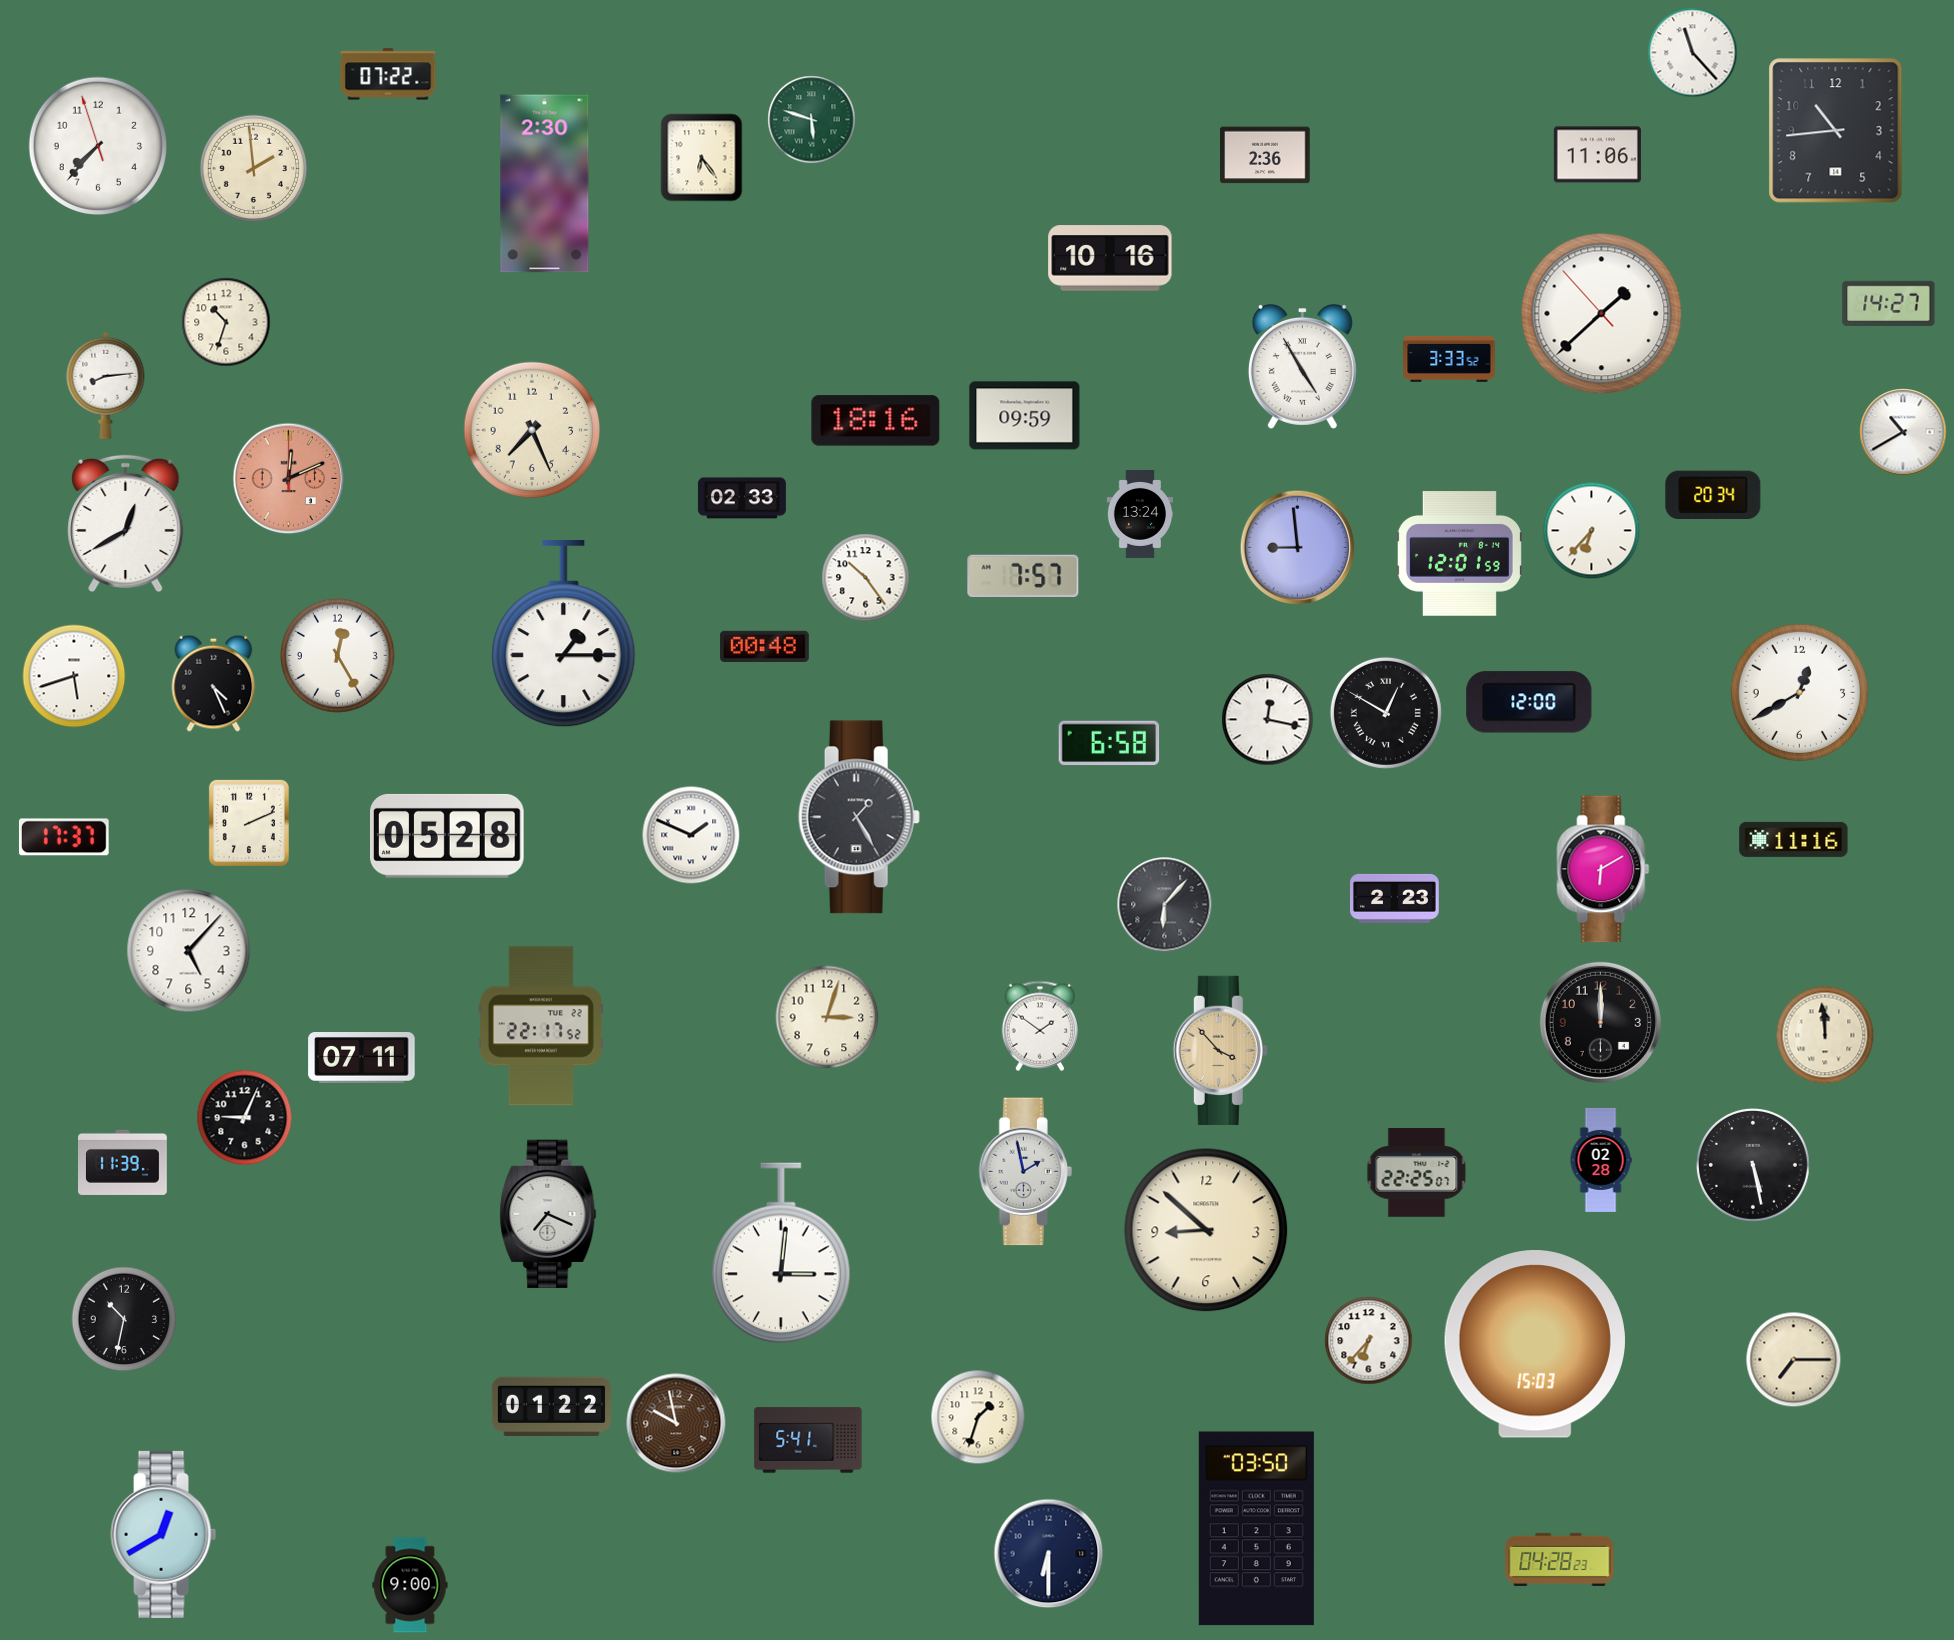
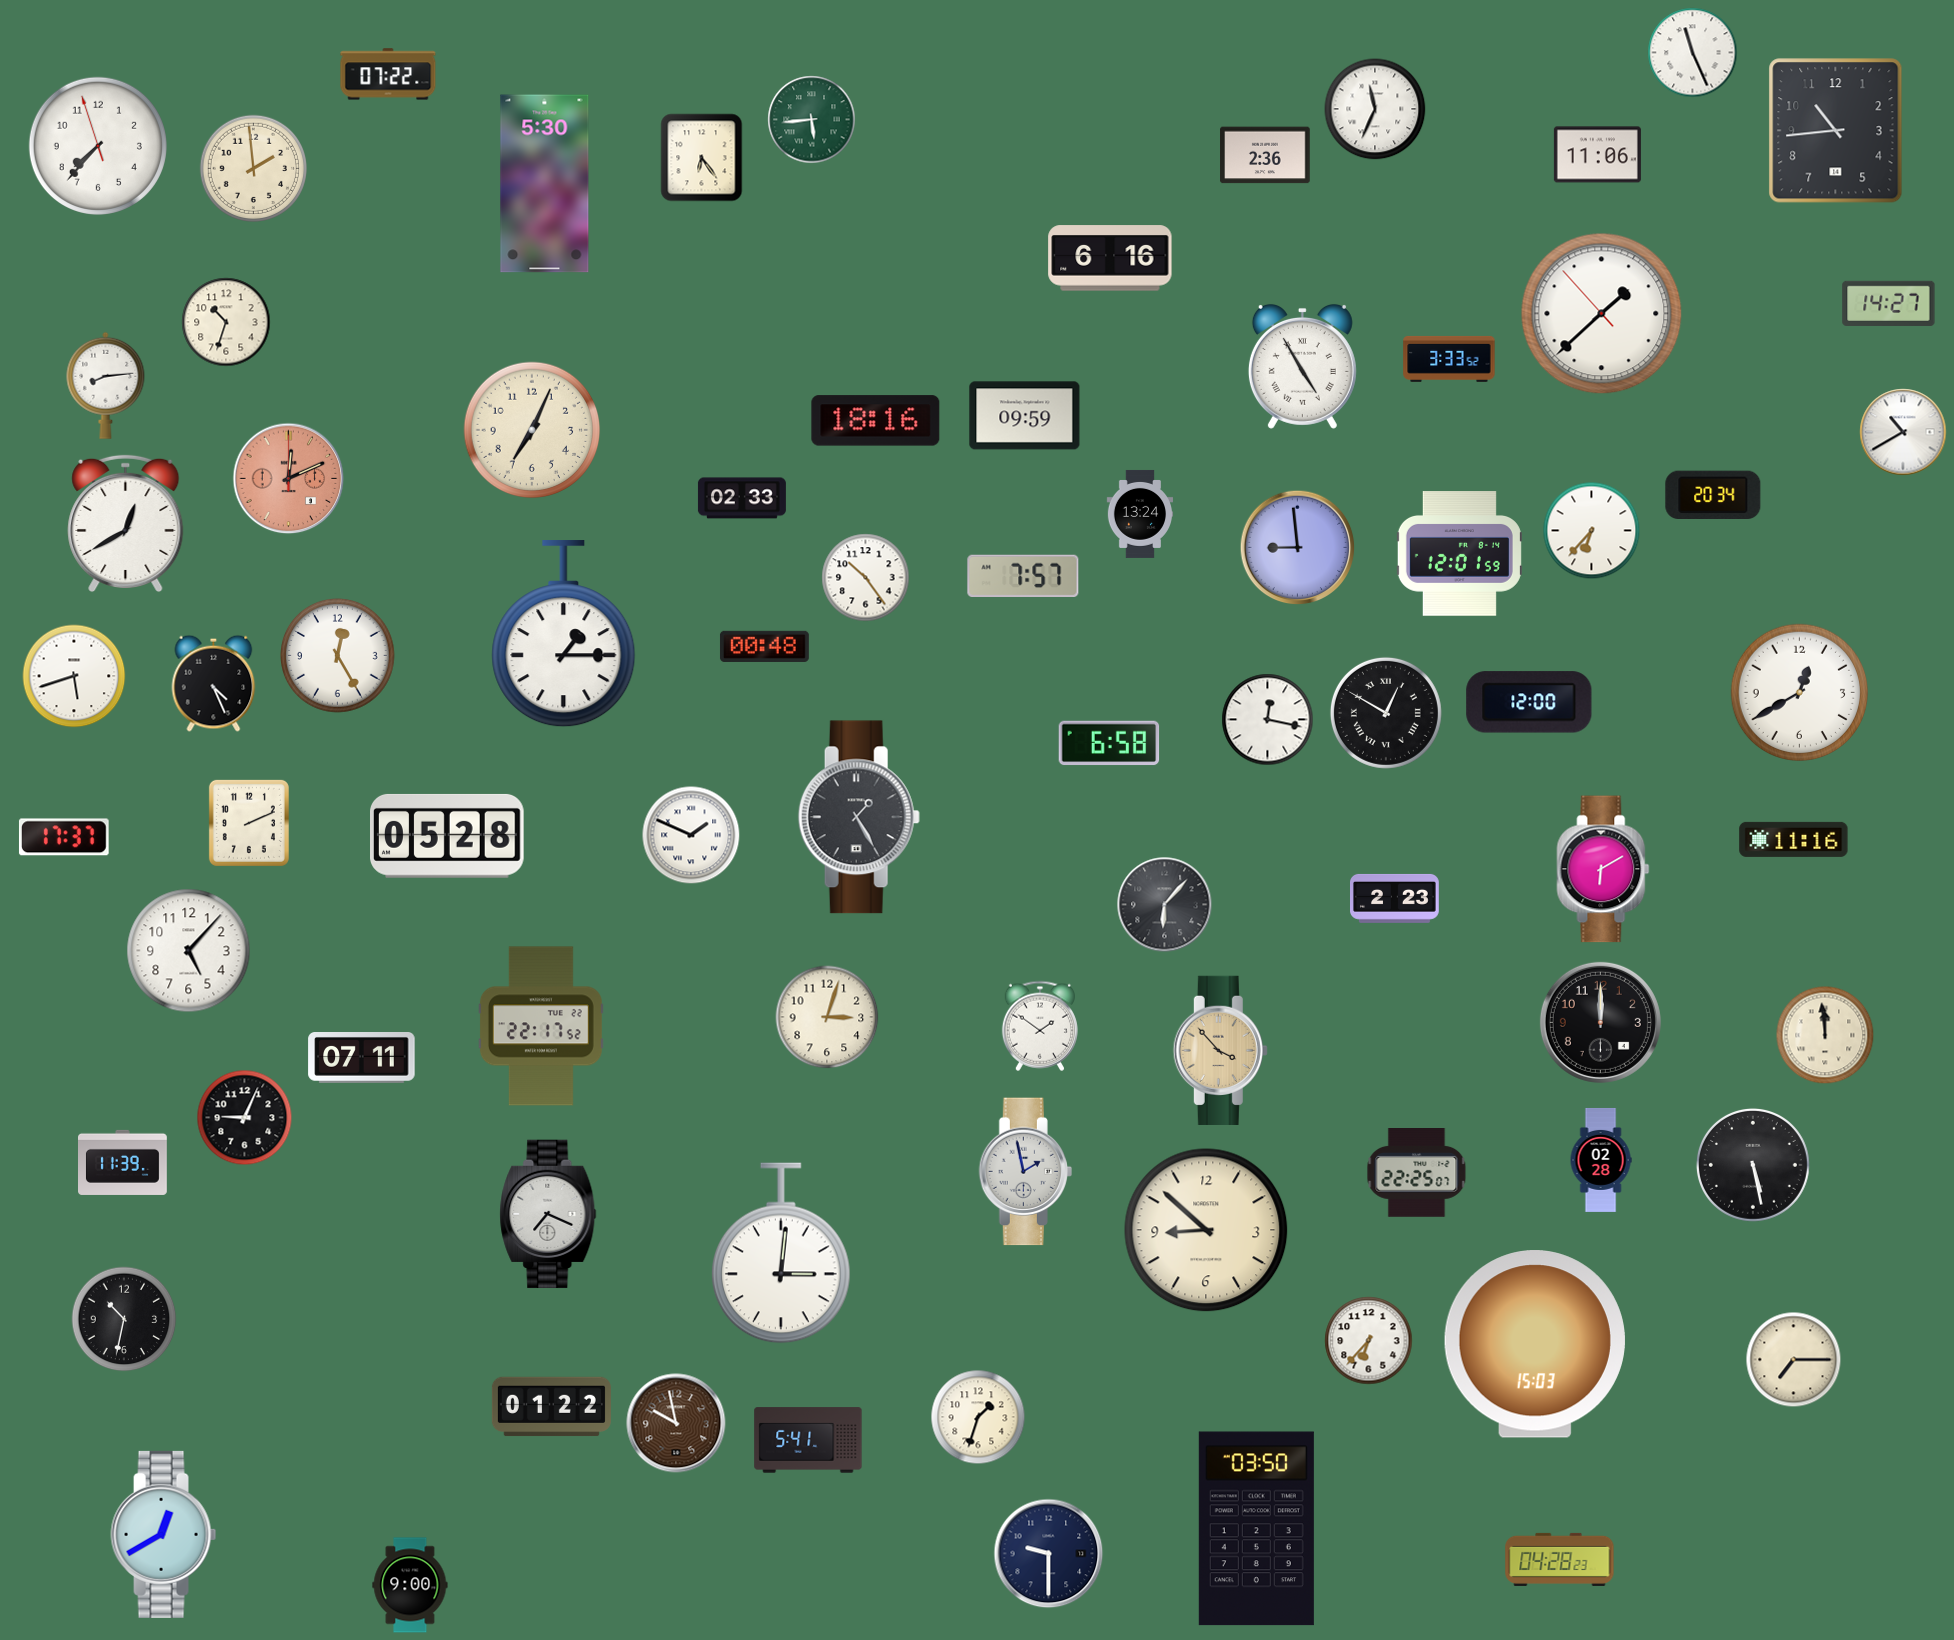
clock at (1693, 53): 11:23 -> 11:26
clock at (1375, 109): none -> 11:34
clock at (812, 120): 5:48 -> 5:44
clock at (545, 184): 2:30 -> 5:30
clock at (1110, 258): 10:16 -> 6:16
clock at (532, 430): 7:26 -> 7:04
clock at (1049, 1554): 6:30 -> 9:30
